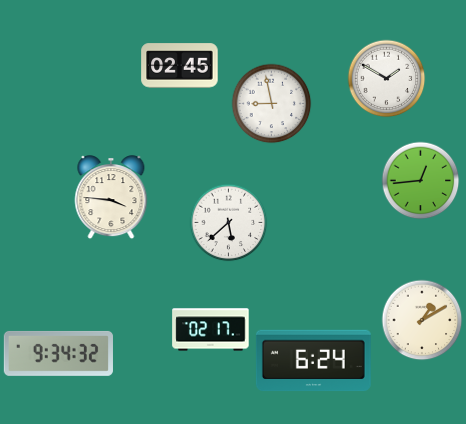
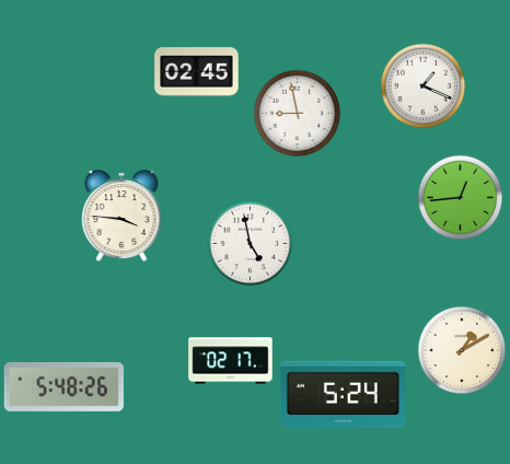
clock at (386, 78): 1:50 -> 1:19
clock at (228, 222): 5:38 -> 4:58
clock at (58, 353): 9:34 -> 5:48
clock at (313, 361): 6:24 -> 5:24
